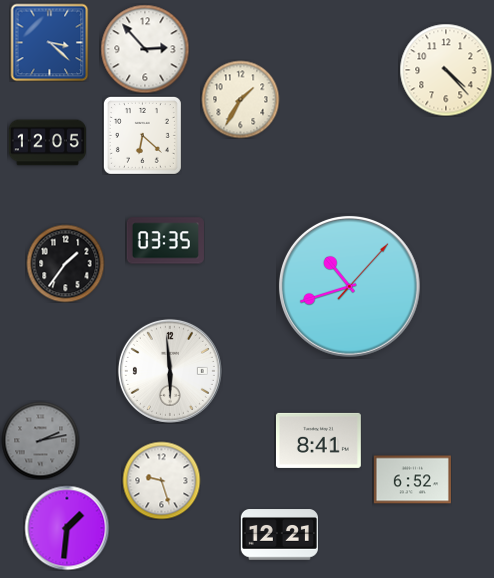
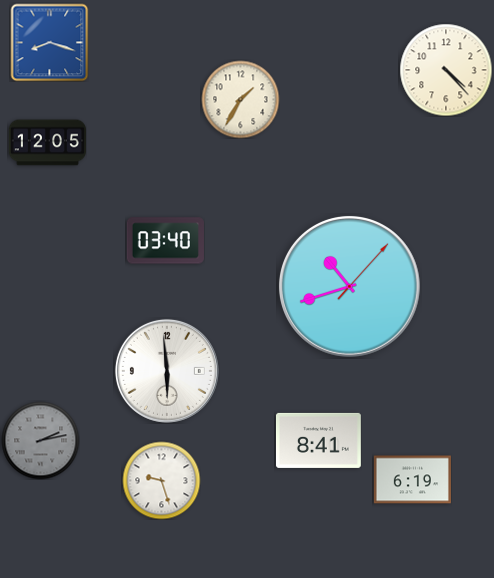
clock at (49, 42): 3:22 -> 8:18
clock at (145, 49): 2:53 -> none
clock at (142, 135): 6:22 -> none
clock at (165, 241): 03:35 -> 03:40
clock at (65, 263): 1:36 -> none
clock at (170, 371) position: (170, 371) -> (167, 371)
clock at (412, 480): 6:52 -> 6:19
clock at (67, 528): 1:31 -> none
clock at (279, 535): 12:21 -> none
